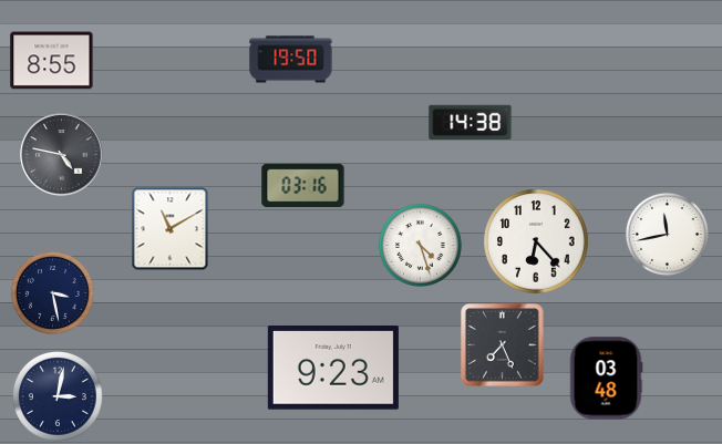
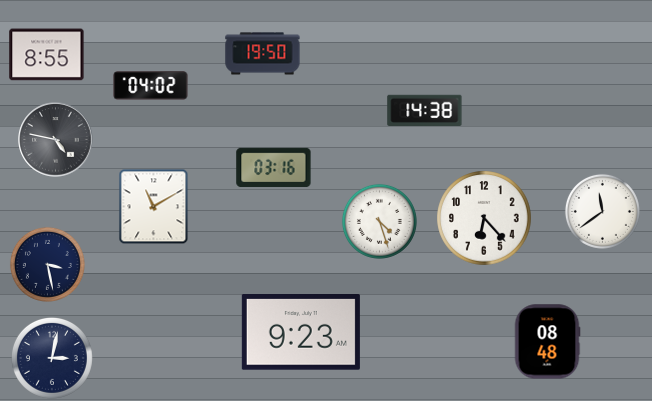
clock at (151, 86): none -> 04:02
clock at (667, 234): 11:43 -> 11:39
clock at (503, 345): 7:26 -> none
clock at (606, 379): 03:48 -> 08:48
